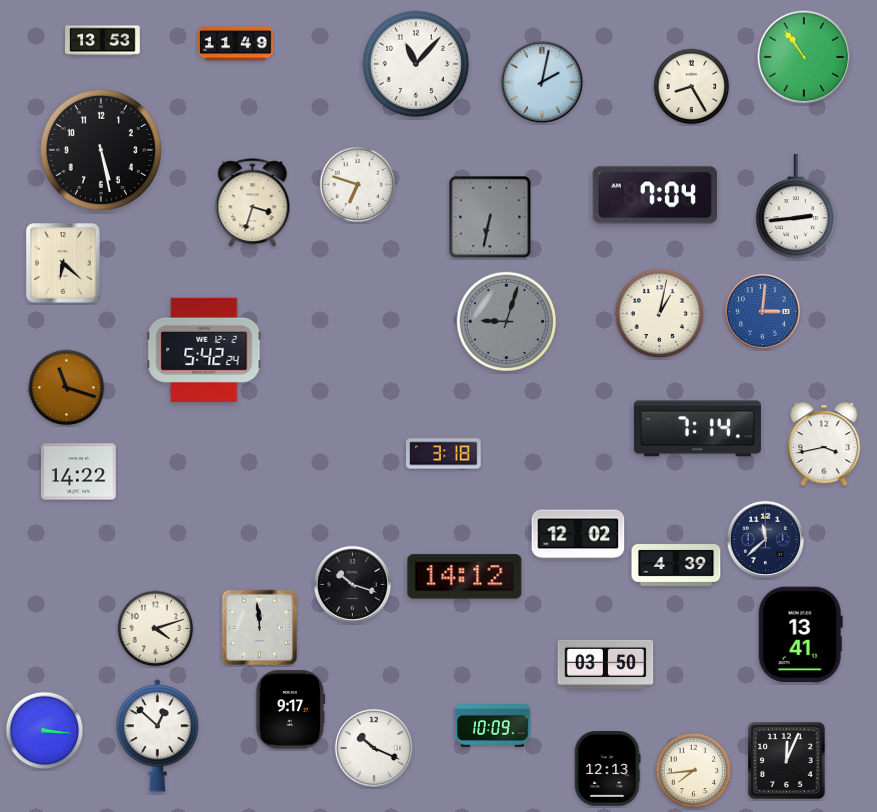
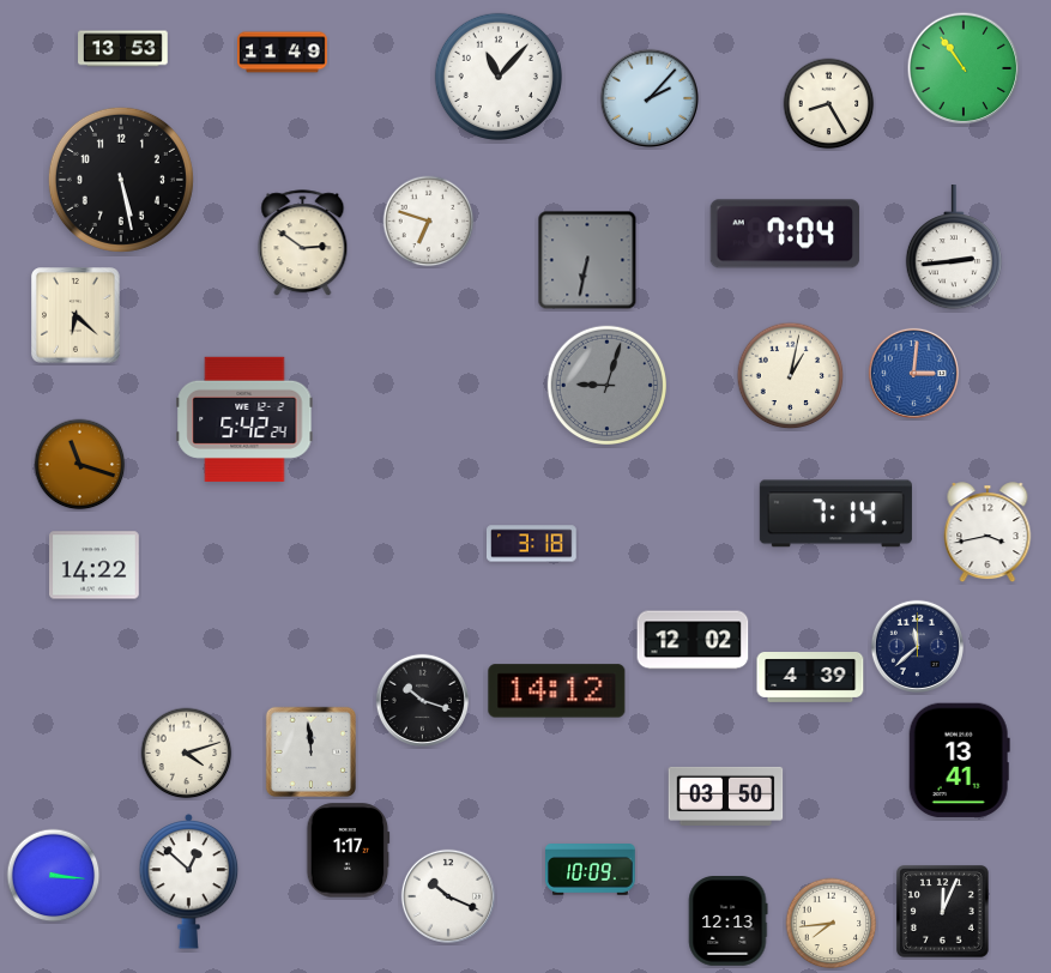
clock at (541, 81): 2:02 -> 2:07
clock at (253, 203): 3:33 -> 2:51
clock at (291, 710): 9:17 -> 1:17
